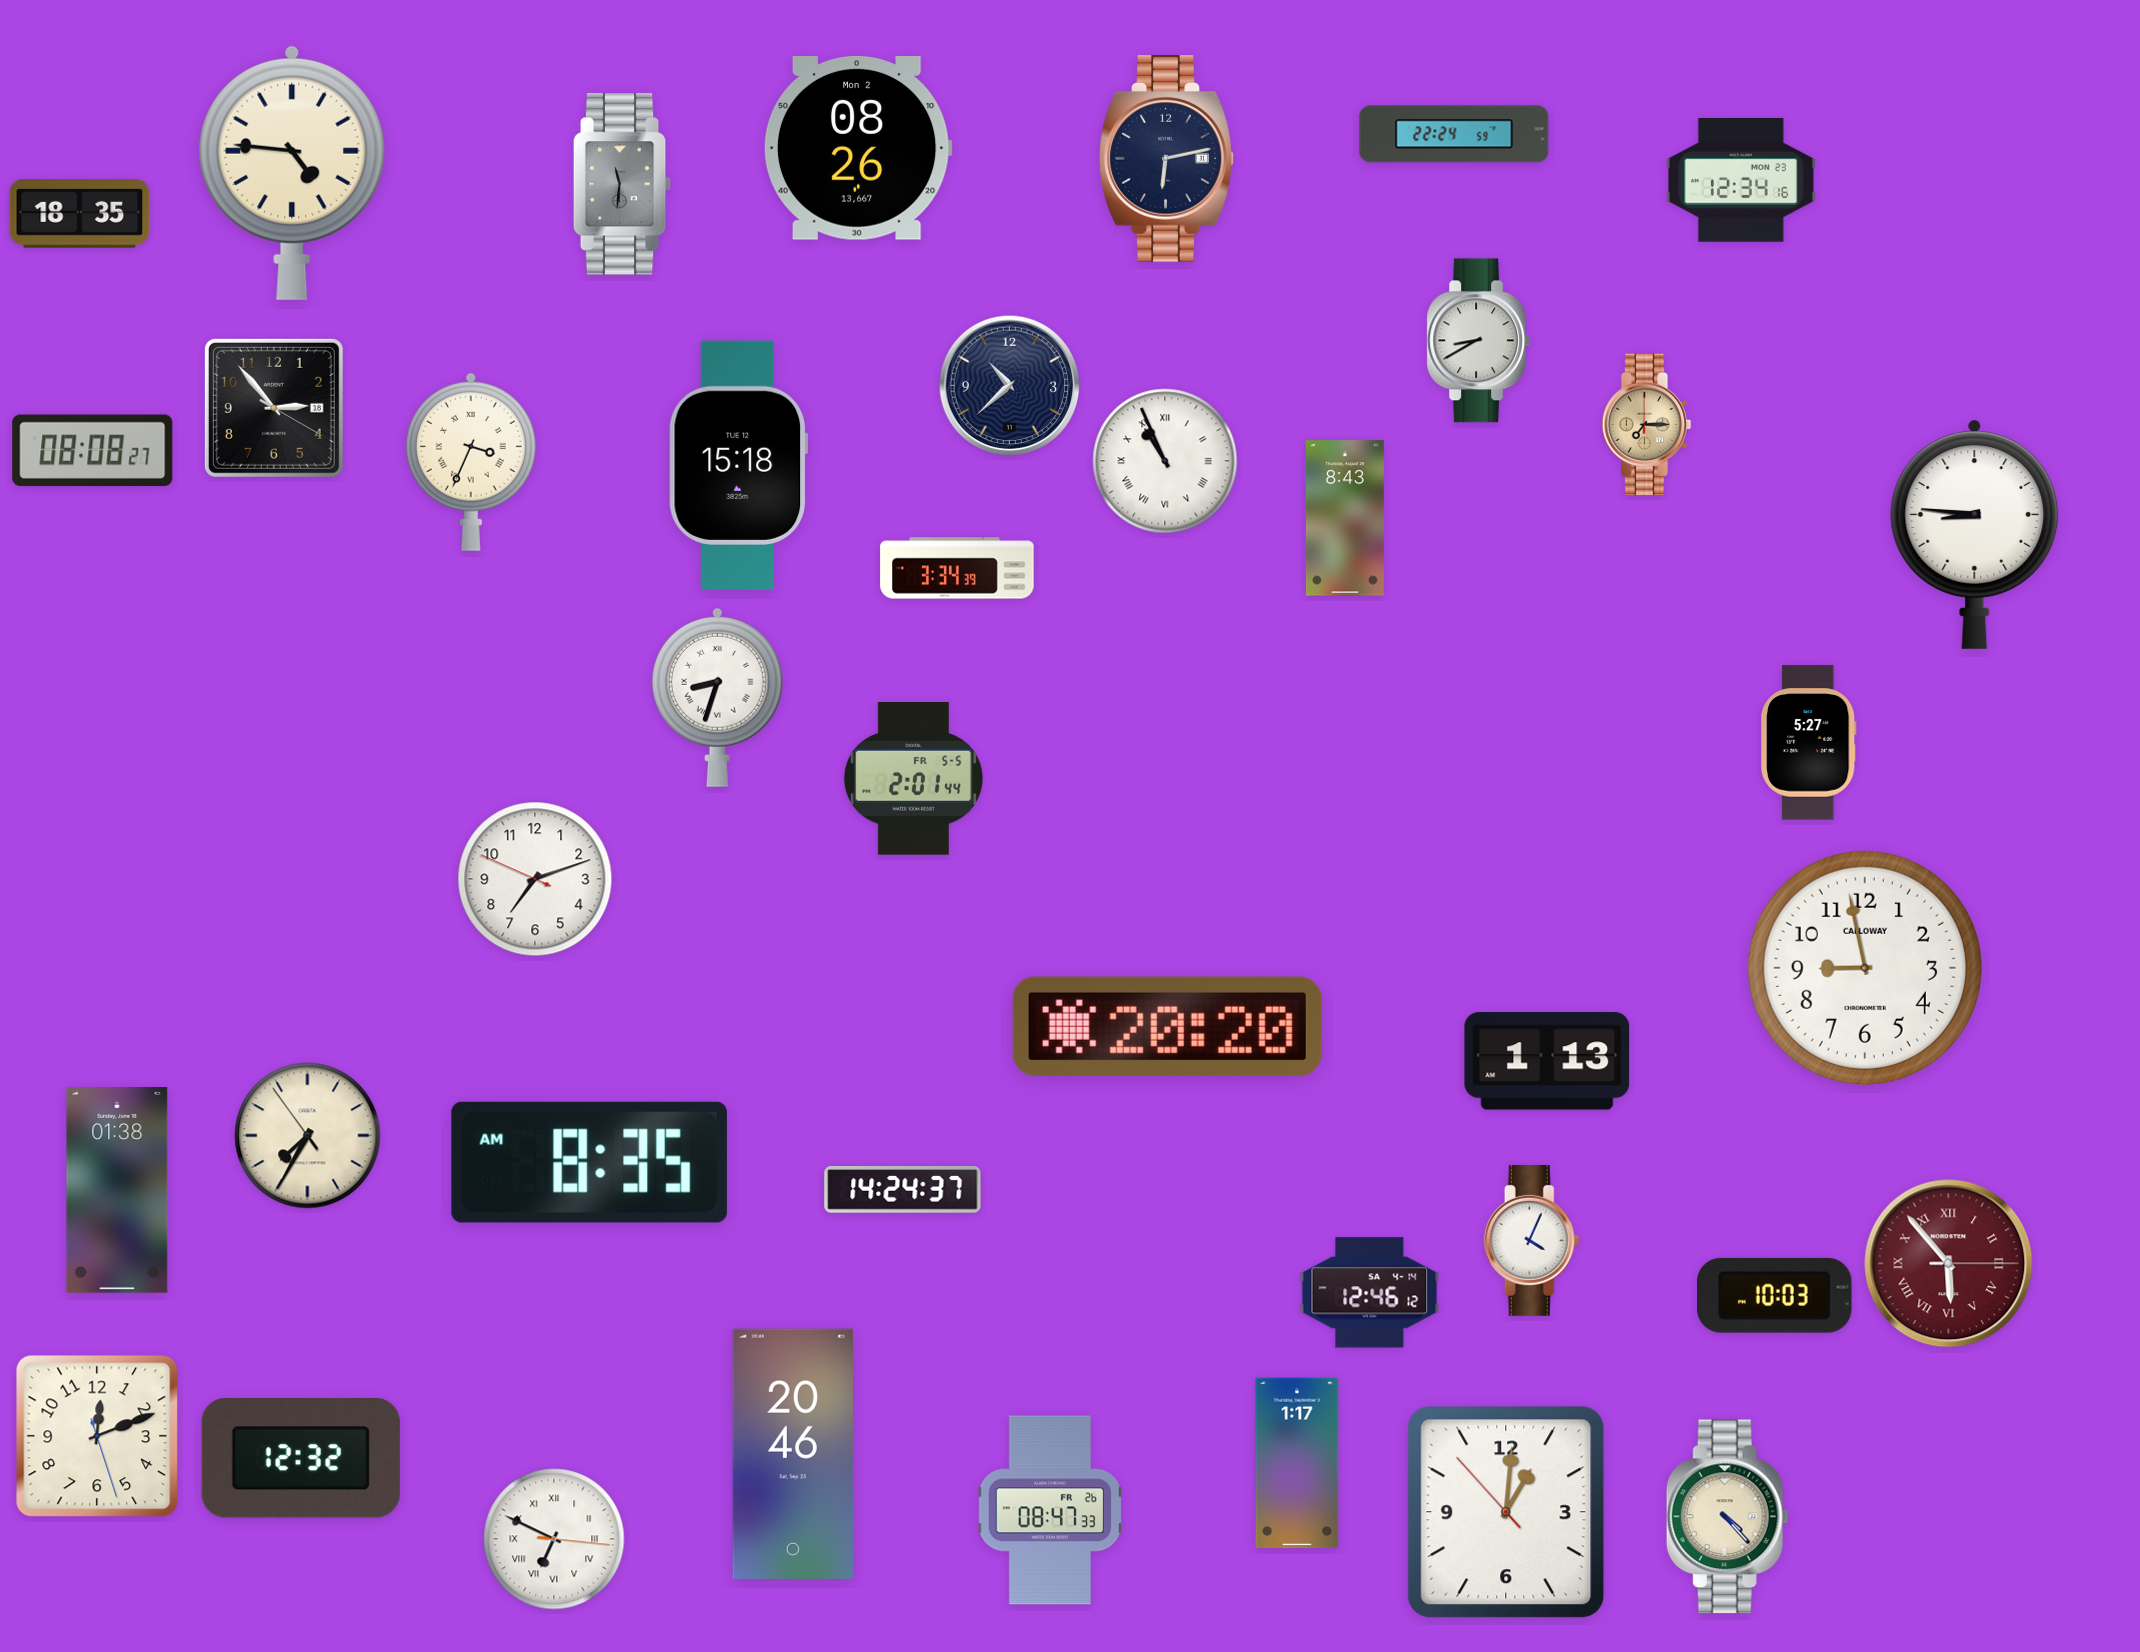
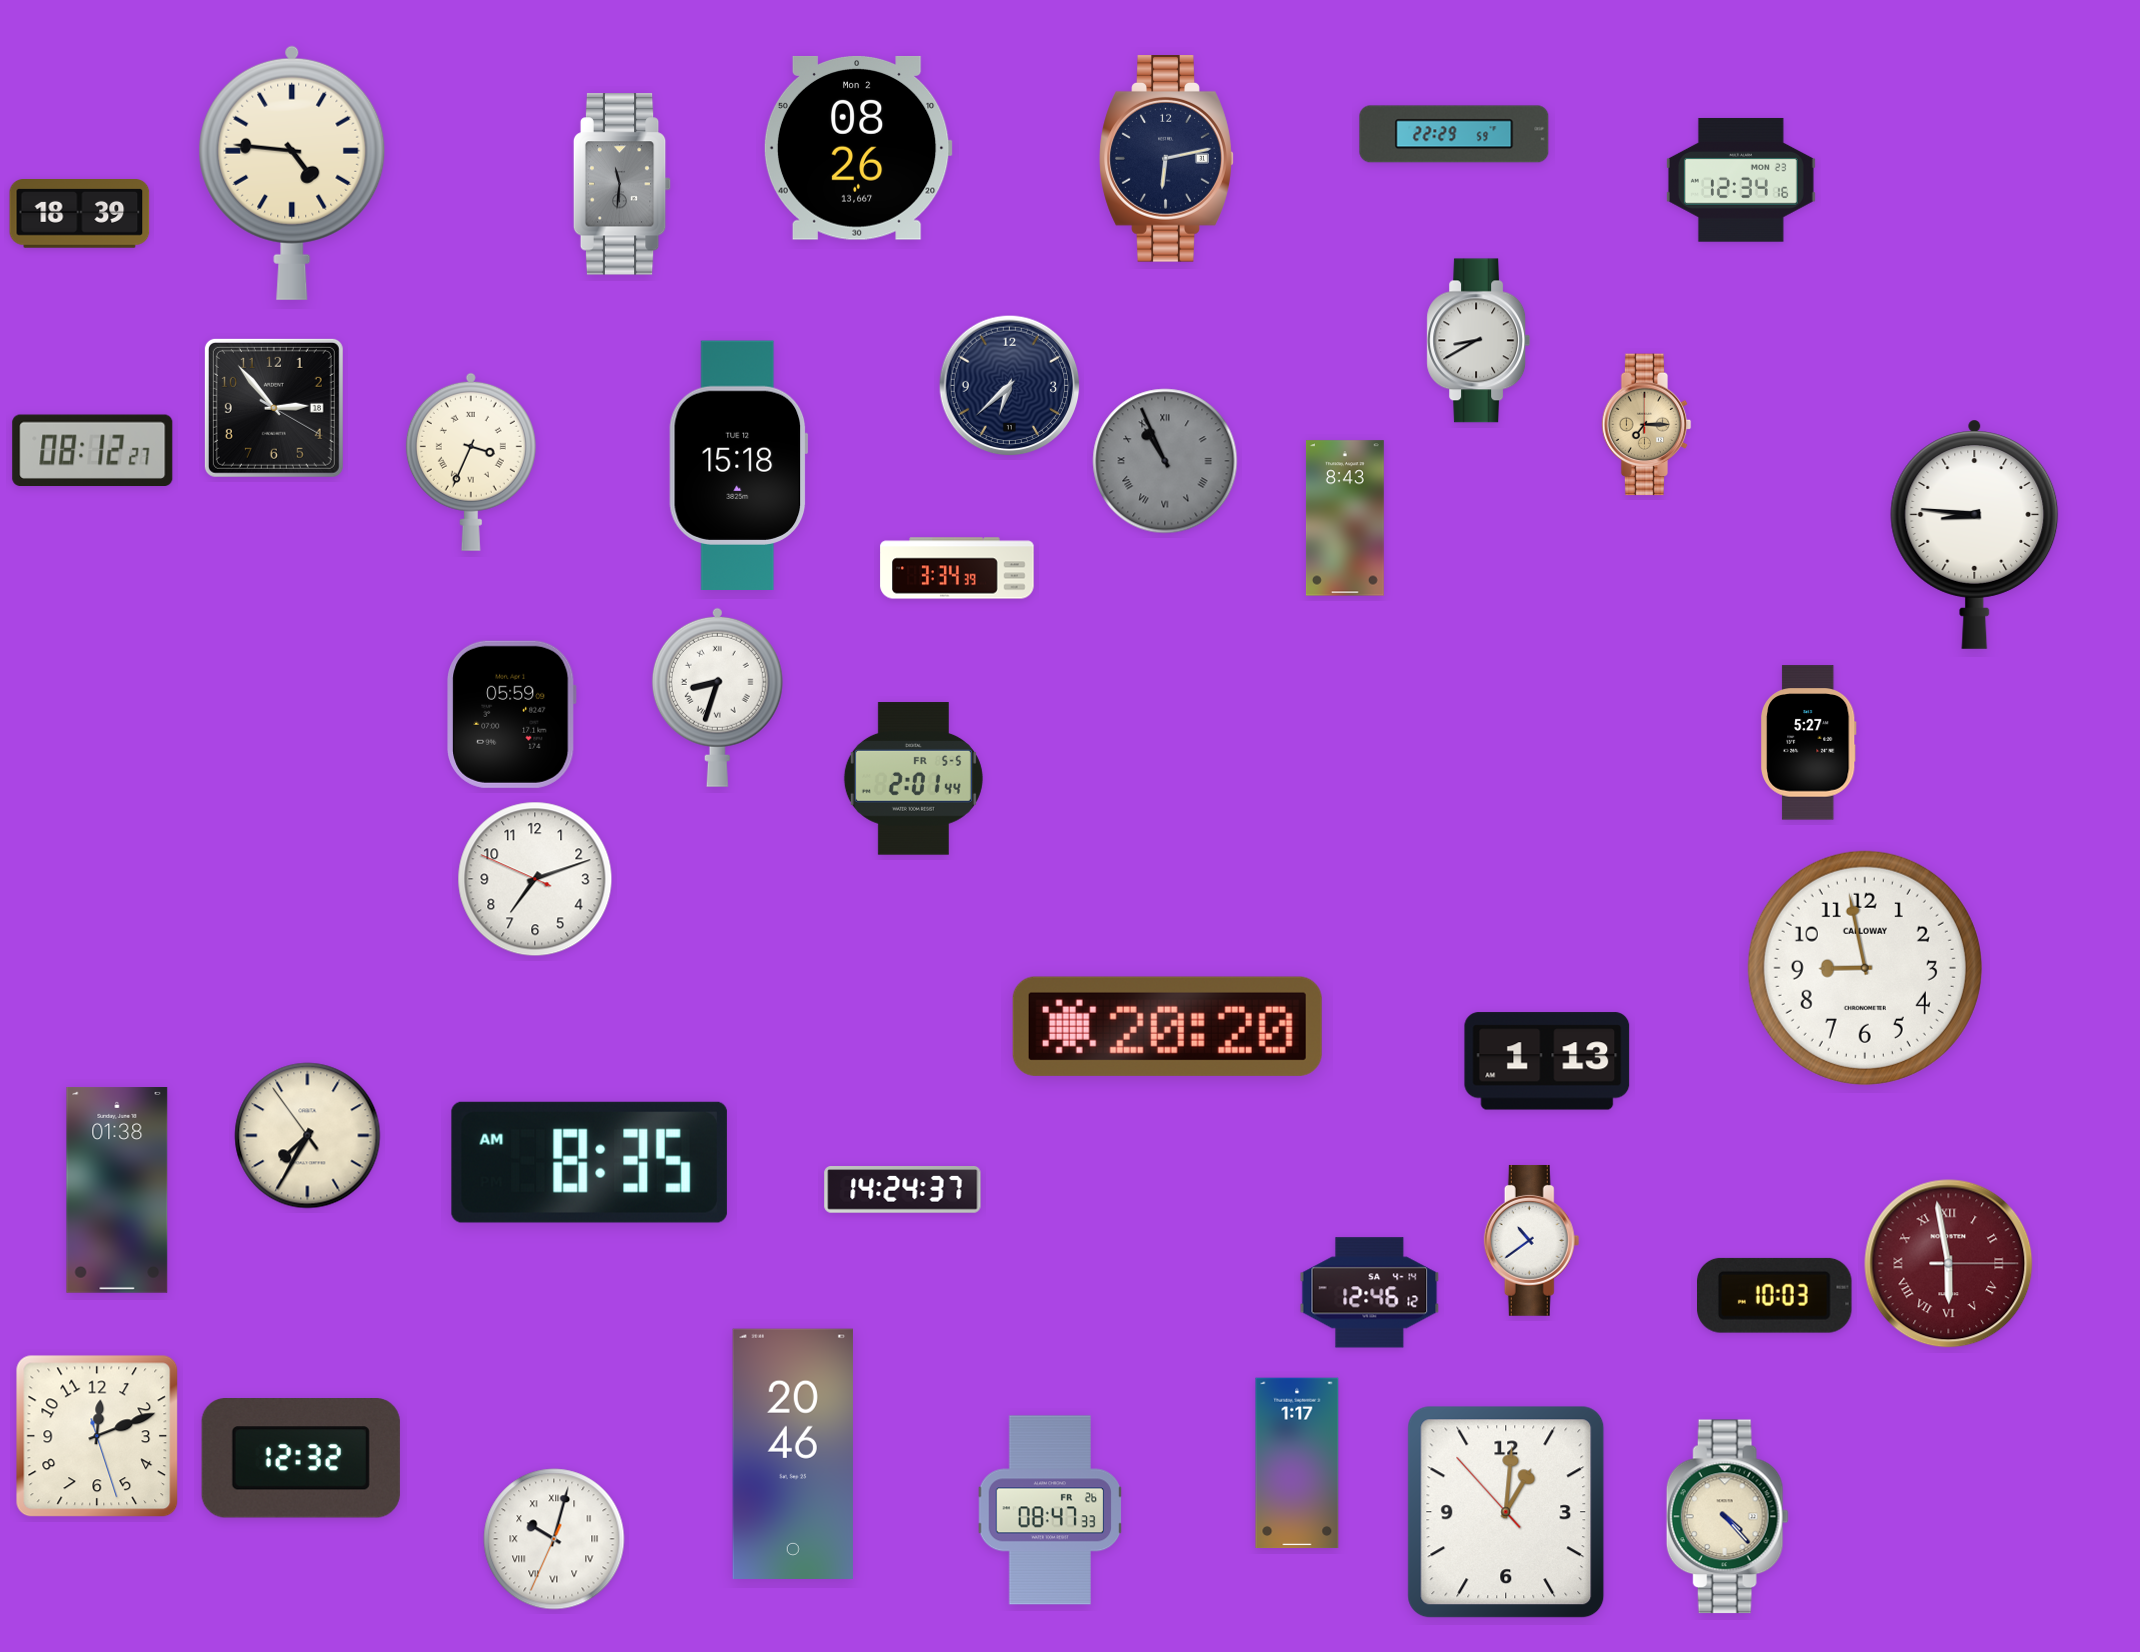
clock at (1454, 134): 22:24 -> 22:29
clock at (80, 214): 18:35 -> 18:39
clock at (1010, 386): 10:38 -> 6:38
clock at (93, 450): 08:08 -> 08:12
clock at (1165, 461) dial: white -> grey
clock at (512, 714): none -> 05:59
clock at (1532, 1240): 4:04 -> 10:39
clock at (1949, 1264): 5:53 -> 5:58
clock at (554, 1539): 6:49 -> 10:02
